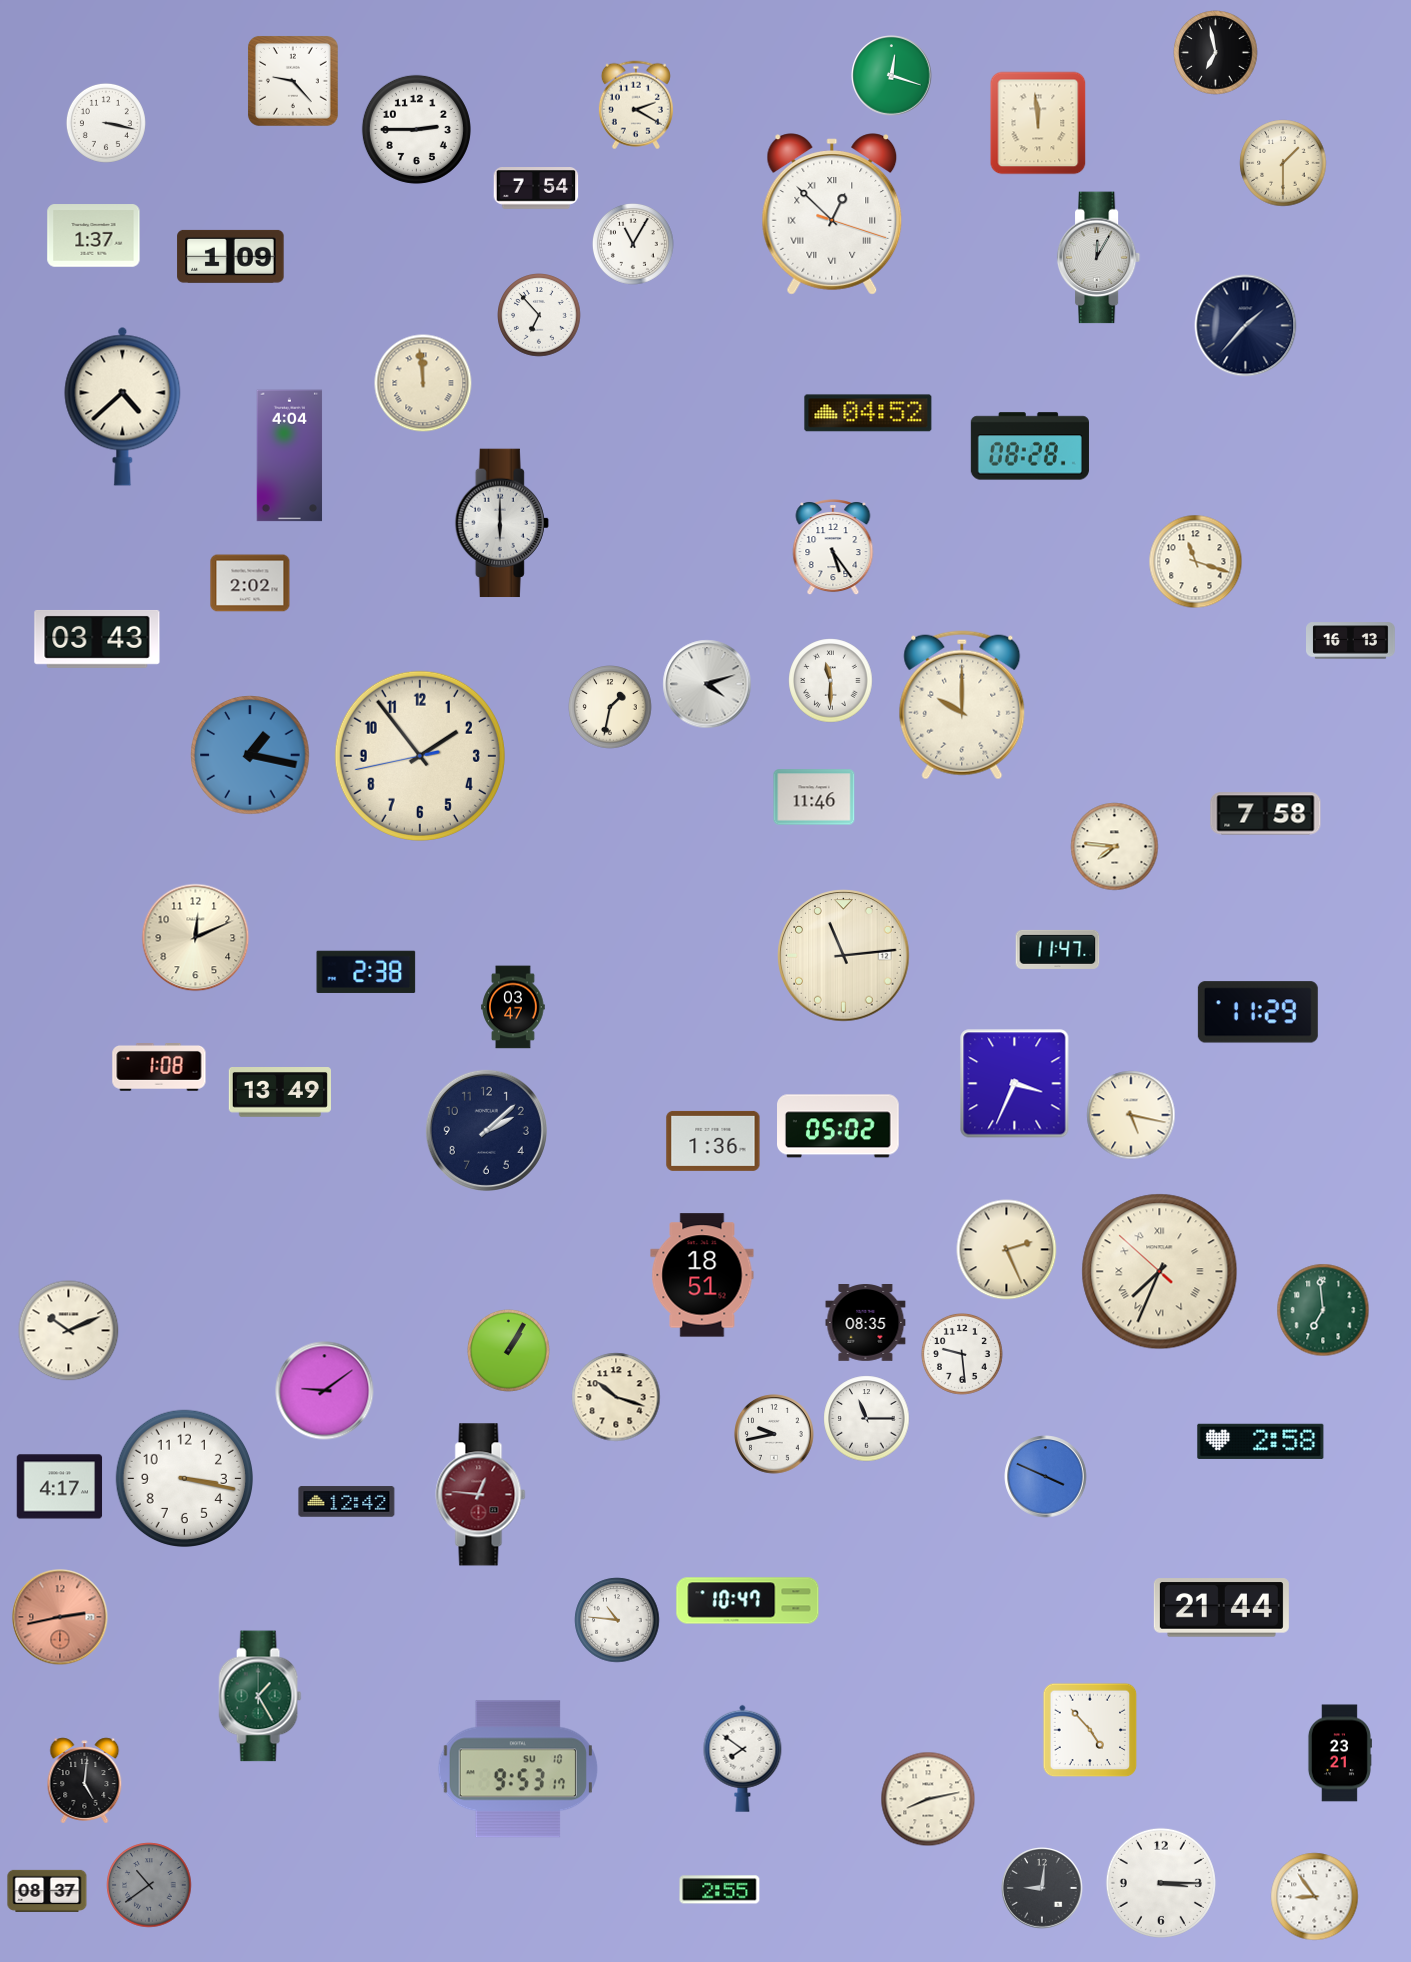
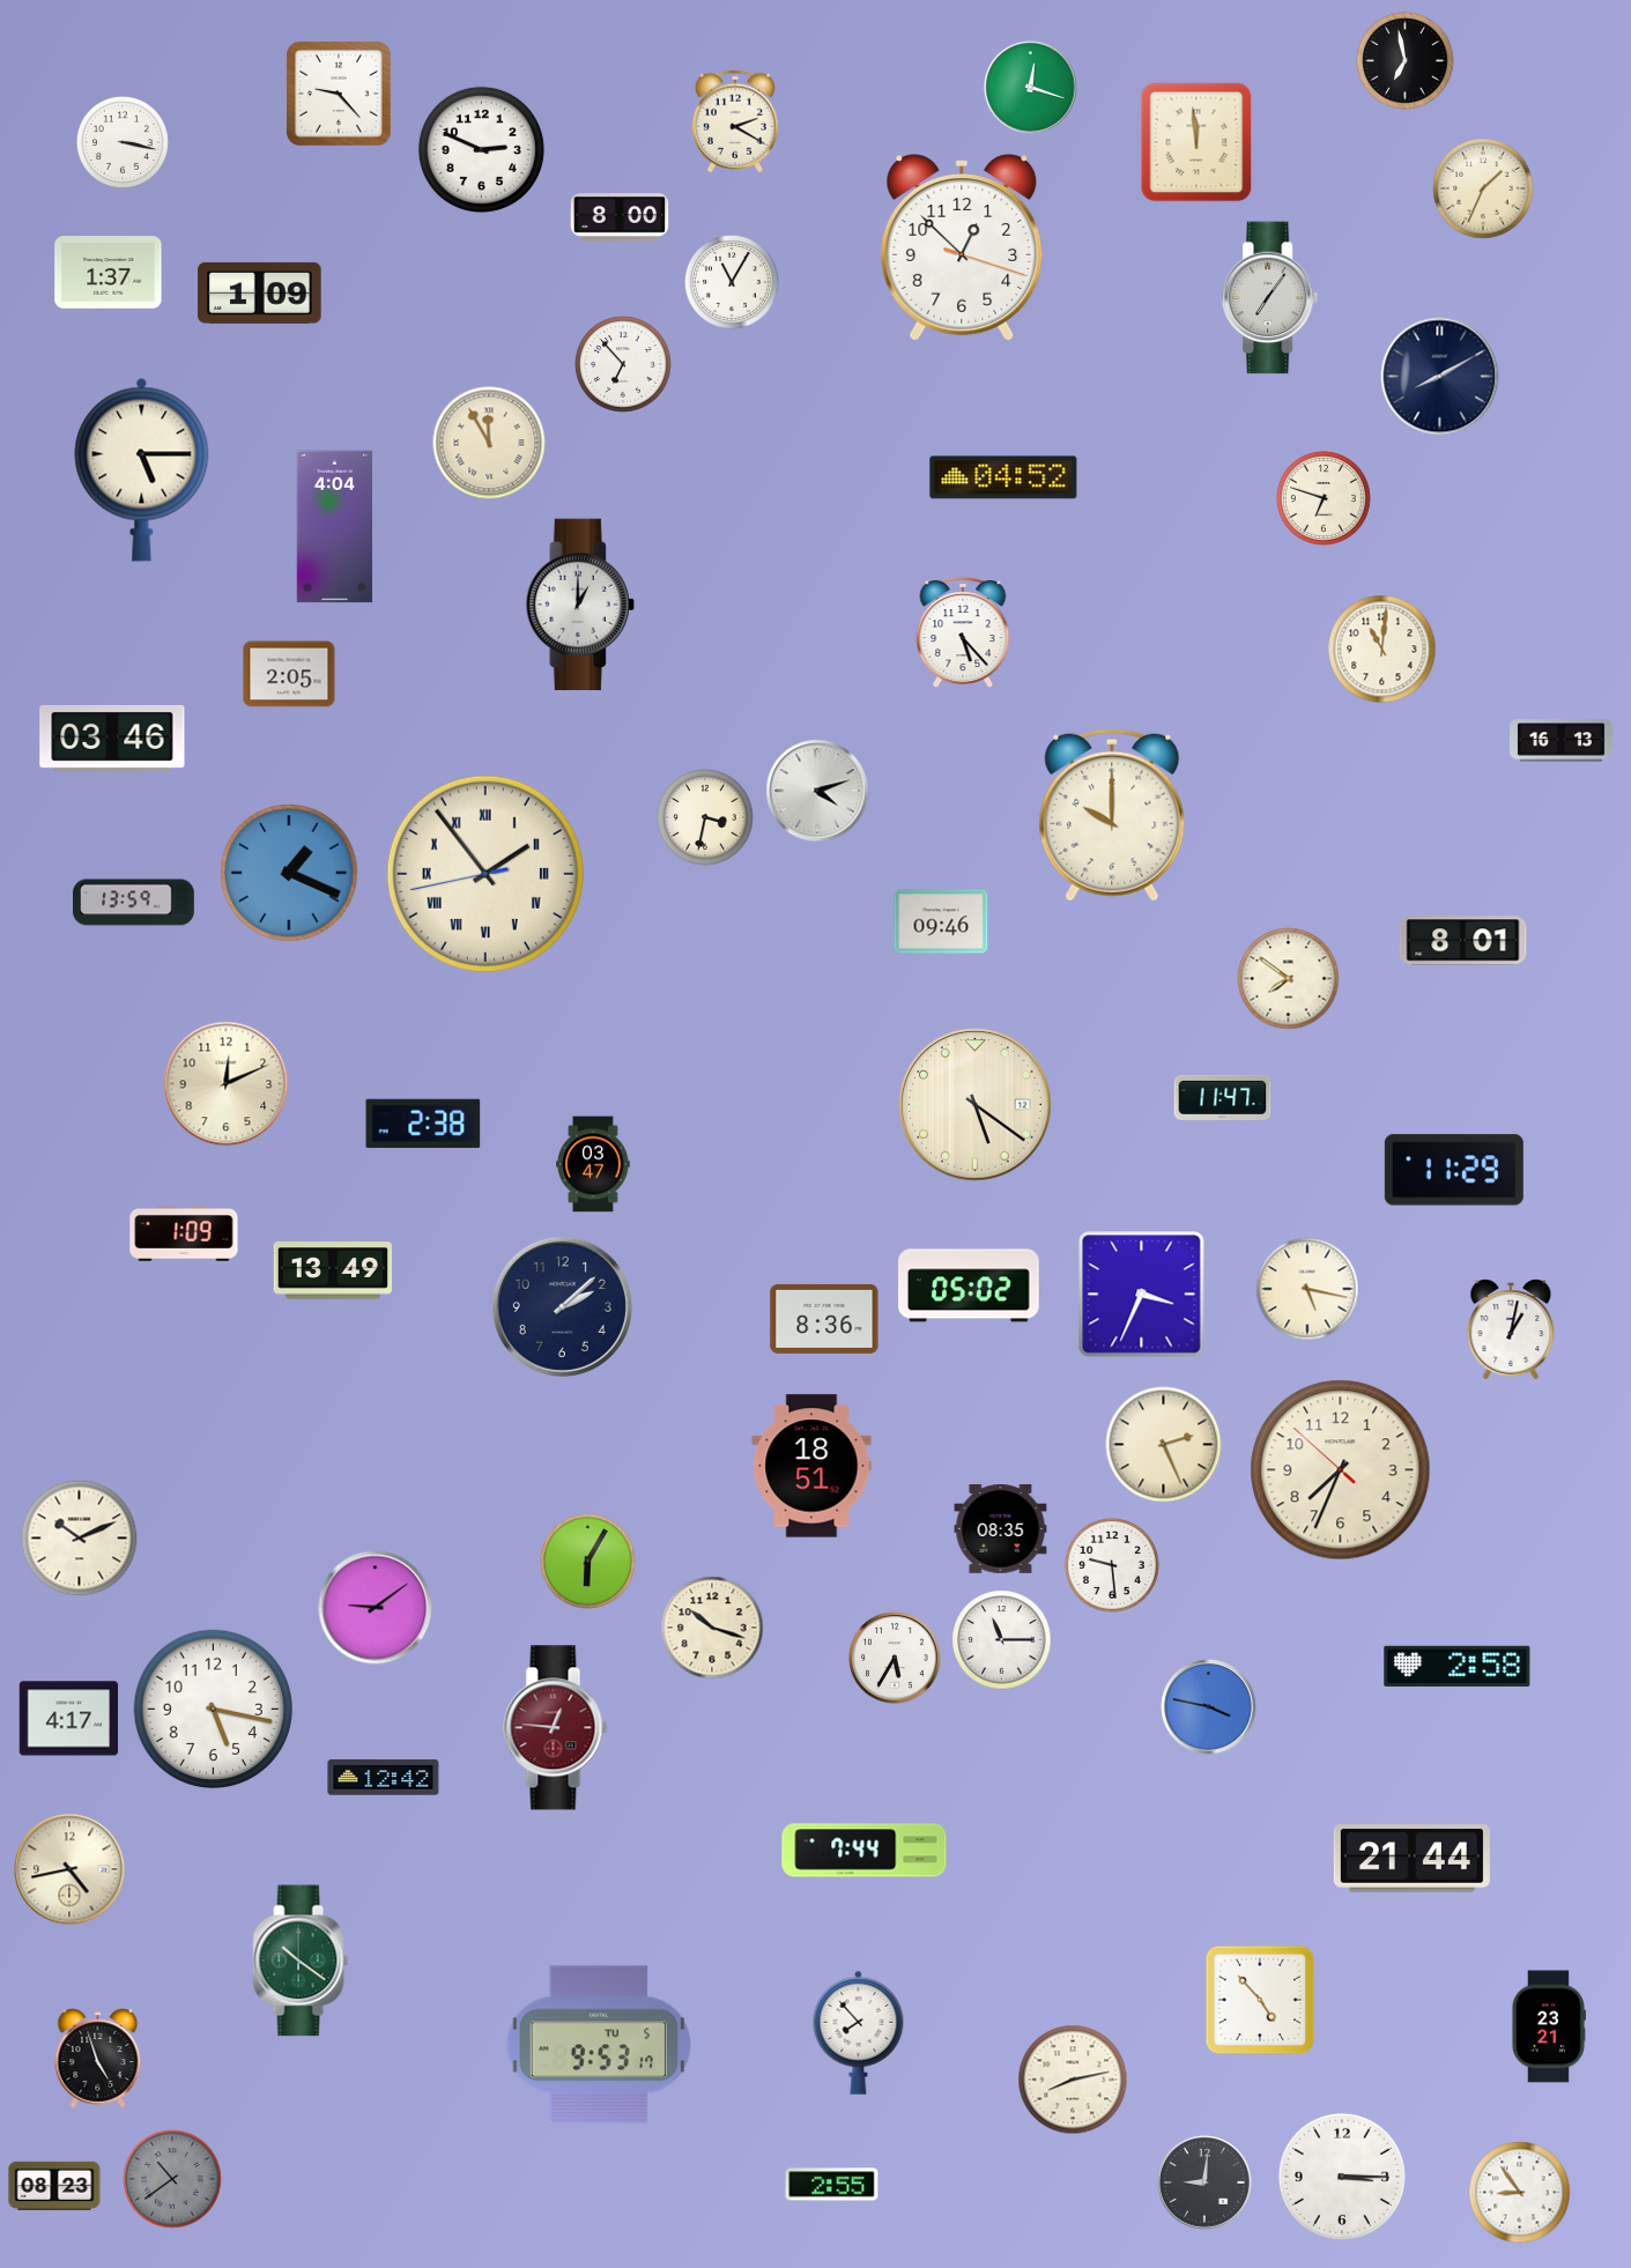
clock at (1038, 123) position: (1038, 123) -> (1196, 142)
clock at (416, 129): 2:45 -> 2:49
clock at (1283, 163): 1:30 -> 1:34
clock at (536, 189): 7:54 -> 8:00
clock at (832, 214) numerals: Roman -> Arabic
clock at (231, 256) position: (231, 256) -> (260, 292)
clock at (1099, 258): 12:05 -> 7:06
clock at (1246, 326): 1:37 -> 8:10
clock at (423, 383): 11:59 -> 11:55
clock at (123, 406): 4:38 -> 5:15
clock at (1324, 498): none -> 6:48
clock at (1030, 446): 08:28 -> none
clock at (502, 523): 6:00 -> 1:00
clock at (833, 548): 5:24 -> 5:23
clock at (1196, 562): 11:18 -> 11:01
clock at (250, 583): 2:02 -> 2:05
clock at (97, 639): 03:43 -> 03:46
clock at (831, 681): 11:30 -> none
clock at (610, 707): 1:32 -> 3:32
clock at (250, 755): 1:17 -> 1:19
clock at (420, 756) numerals: Arabic -> Roman
clock at (134, 903): none -> 13:59
clock at (814, 797): 11:46 -> 09:46
clock at (1266, 814): 7:58 -> 8:01
clock at (1115, 847): 7:46 -> 7:51
clock at (844, 956): 11:14 -> 5:21
clock at (159, 1068): 1:08 -> 1:09
clock at (1015, 1084) position: (1015, 1084) -> (1142, 1295)
clock at (280, 1092) position: (280, 1092) -> (333, 1270)
clock at (839, 1126) position: (839, 1126) -> (970, 1285)
clock at (713, 1141): 1:36 -> 8:36
clock at (1511, 1329): none -> 1:02
clock at (1160, 1272) numerals: Roman -> Arabic
clock at (702, 1275) position: (702, 1275) -> (811, 1466)
clock at (1323, 1310): 6:59 -> none
clock at (509, 1351): 1:05 -> 6:05
clock at (616, 1397) position: (616, 1397) -> (712, 1628)
clock at (774, 1434): 9:43 -> 5:35
clock at (1046, 1477): 3:49 -> 3:47
clock at (184, 1478): 3:17 -> 5:17
clock at (347, 1502) position: (347, 1502) -> (384, 1778)
clock at (748, 1601): 10:47 -> 7:44
clock at (60, 1617): 2:43 -> 4:43
clock at (60, 1617) dial: salmon -> cream
clock at (617, 1620): 10:46 -> none
clock at (260, 1696): 1:25 -> 10:21
clock at (743, 1758): 7:51 -> 7:53
clock at (518, 1769) date: SU 10 -> TU 5
clock at (85, 1781): 5:01 -> 4:57
clock at (47, 1891): 08:37 -> 08:23
